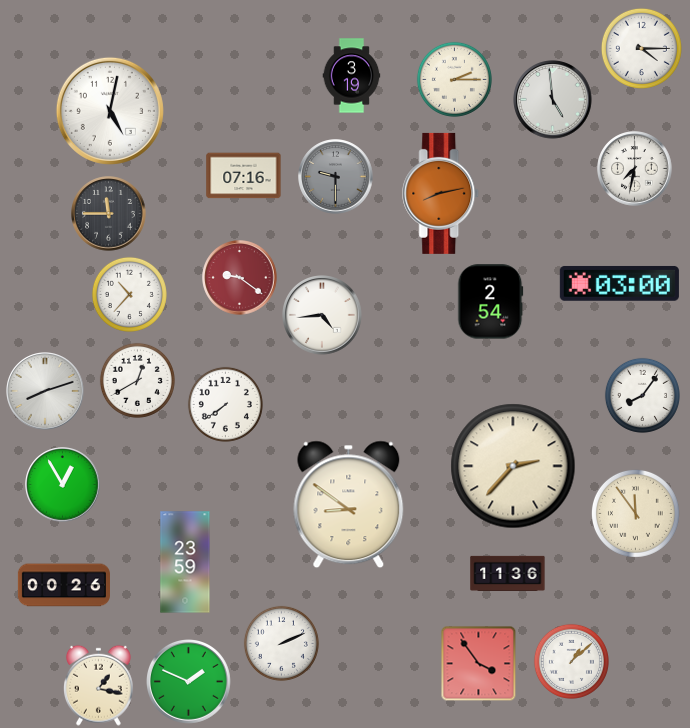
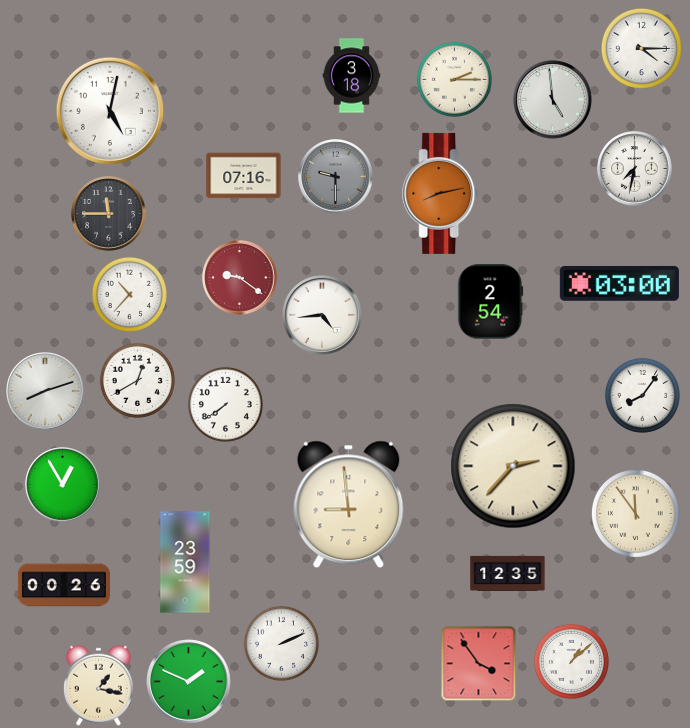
clock at (352, 76): 3:19 -> 3:18
clock at (349, 505): 8:51 -> 8:59
clock at (508, 573): 11:36 -> 12:35
